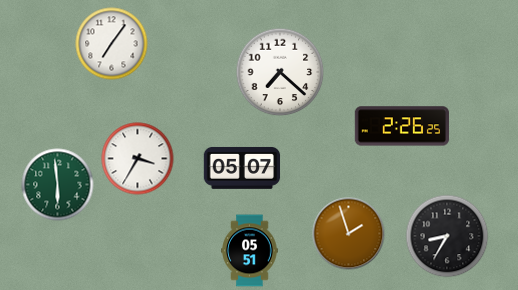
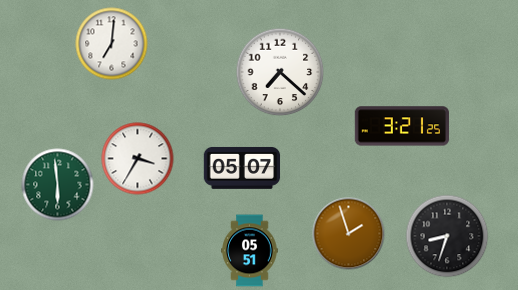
clock at (112, 44): 7:06 -> 7:01
clock at (402, 126): 2:26 -> 3:21
clock at (447, 236): 8:35 -> 8:33
